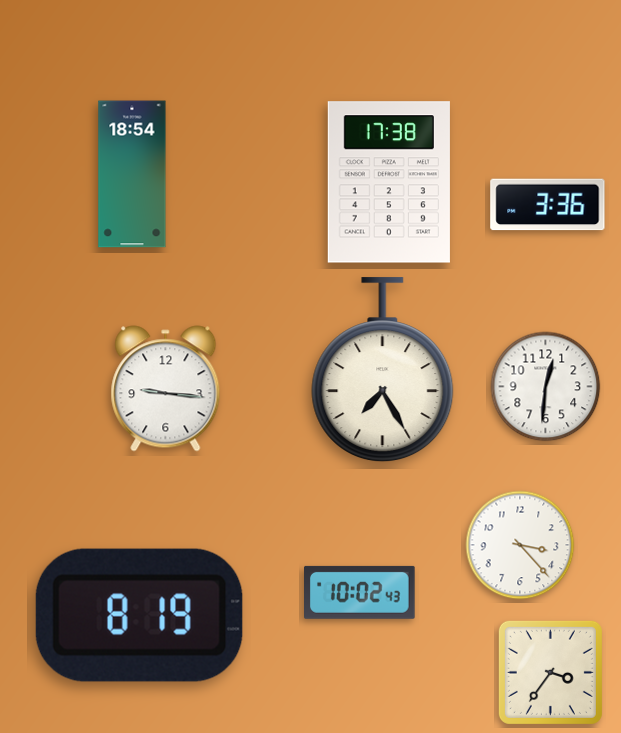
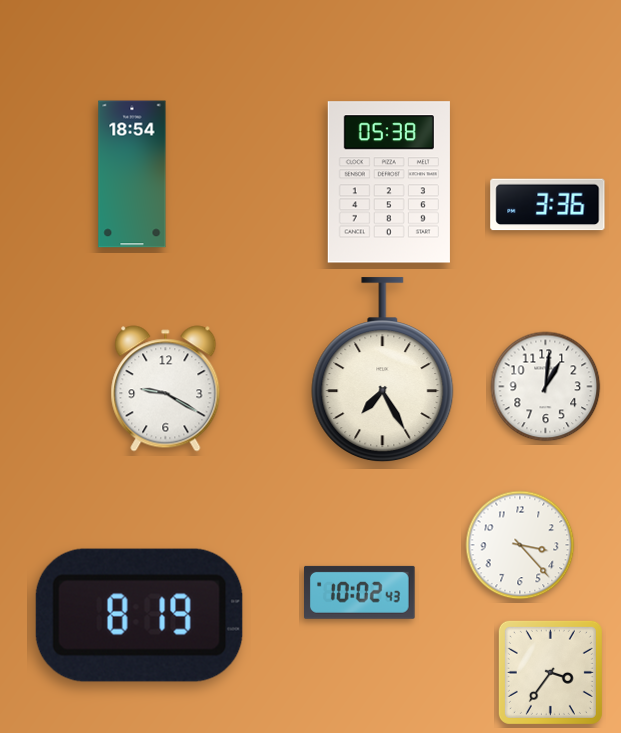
clock at (389, 182): 17:38 -> 05:38
clock at (546, 387): 12:31 -> 1:01
clock at (166, 389): 9:16 -> 9:20
